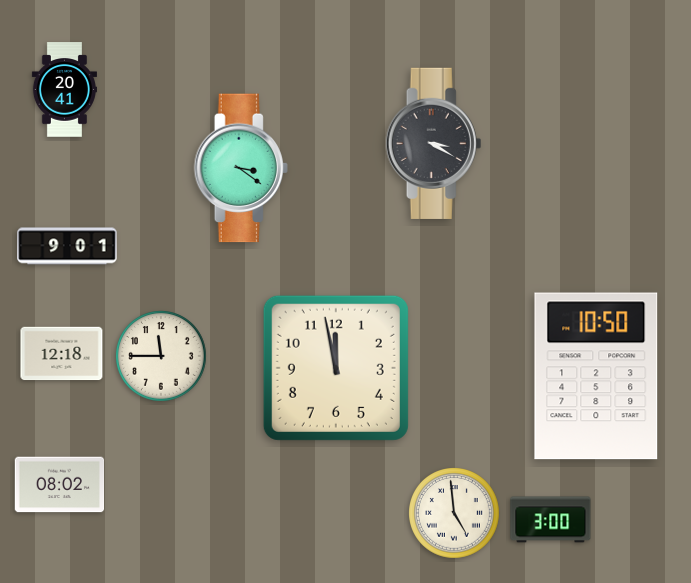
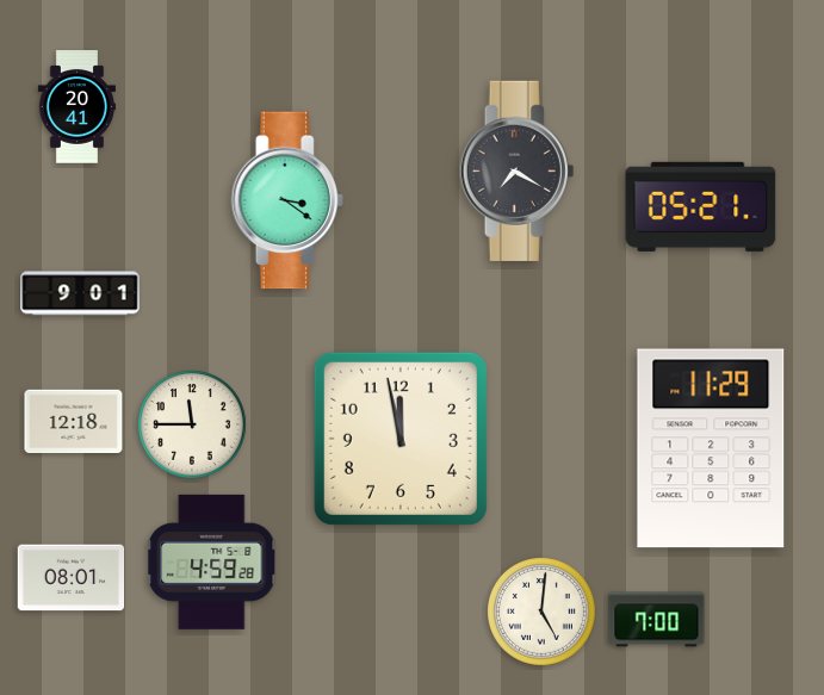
clock at (434, 143): 3:20 -> 7:20
clock at (701, 206): none -> 05:21
clock at (596, 376): 10:50 -> 11:29
clock at (212, 561): none -> 4:59
clock at (60, 485): 08:02 -> 08:01
clock at (455, 514): 4:59 -> 5:01
clock at (551, 520): 3:00 -> 7:00
